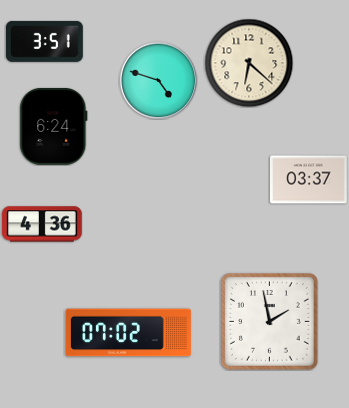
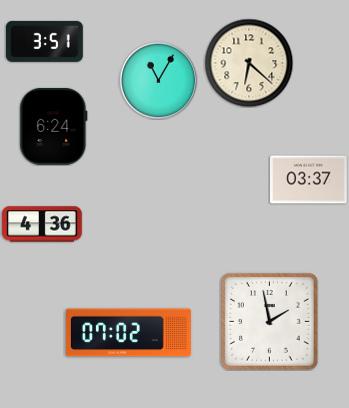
clock at (158, 80): 4:48 -> 11:05
